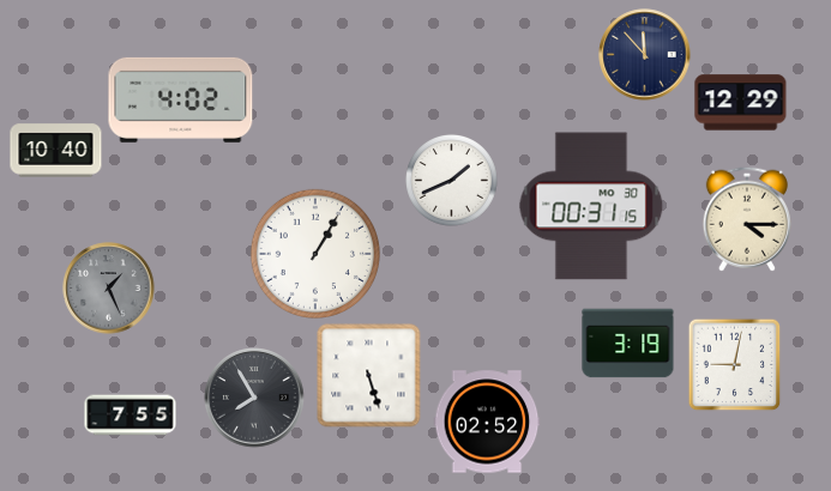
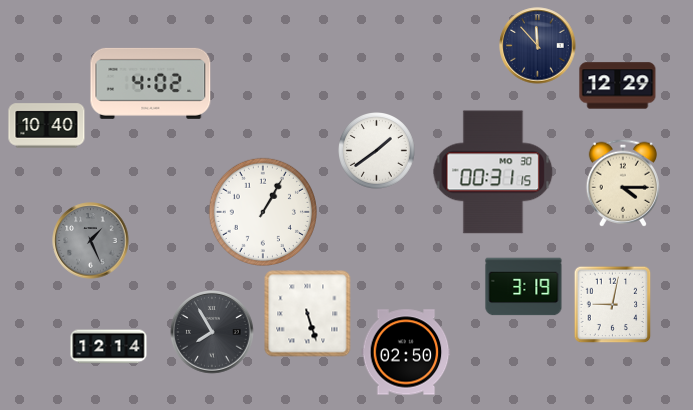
clock at (452, 181): 1:41 -> 1:39
clock at (131, 416): 7:55 -> 12:14
clock at (487, 422): 02:52 -> 02:50
